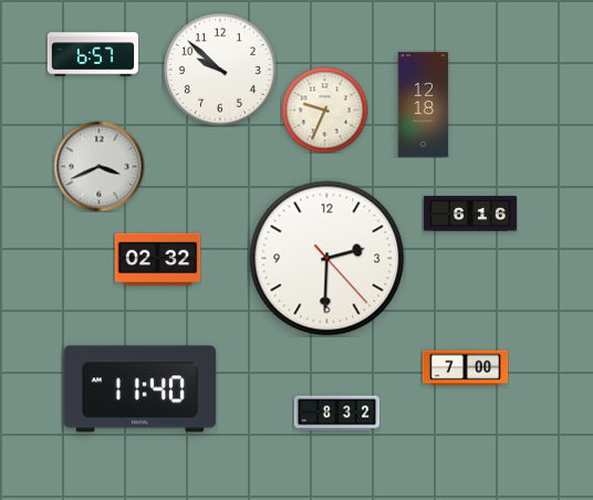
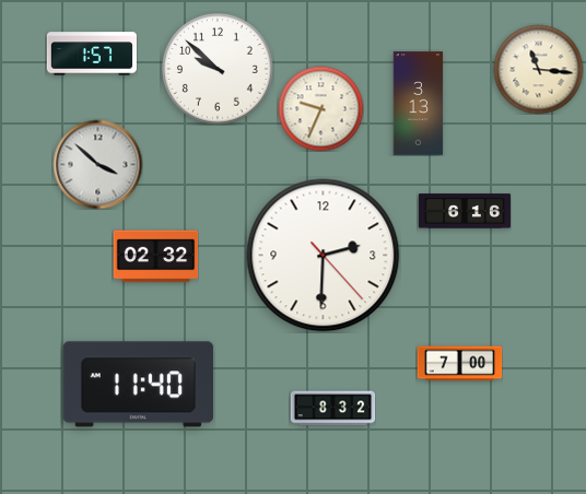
clock at (93, 54): 6:57 -> 1:57
clock at (538, 69): none -> 11:16
clock at (424, 105): 12:18 -> 3:13
clock at (98, 166): 3:41 -> 3:52
